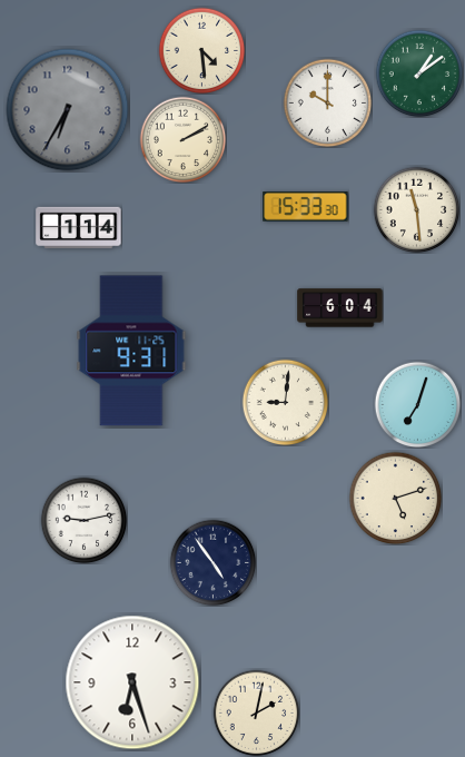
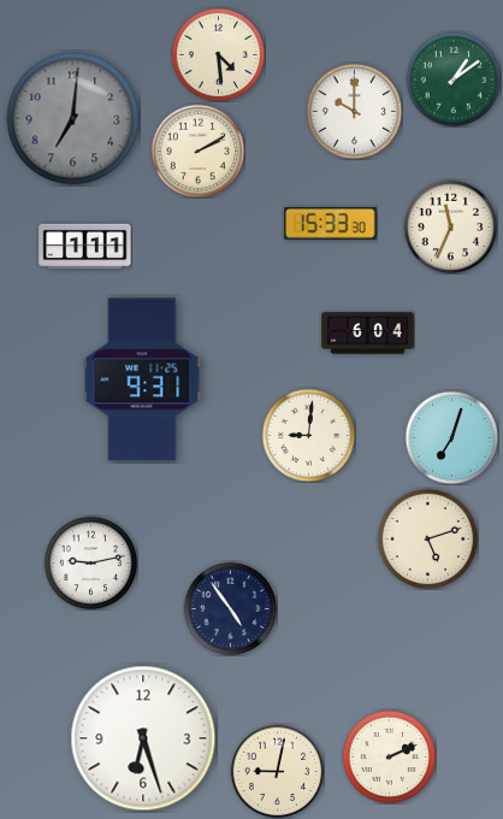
clock at (68, 110): 6:35 -> 7:01
clock at (416, 209): 11:29 -> 11:34
clock at (79, 228): 1:14 -> 1:11
clock at (389, 756): none -> 2:11
clock at (256, 712): 2:02 -> 9:02
